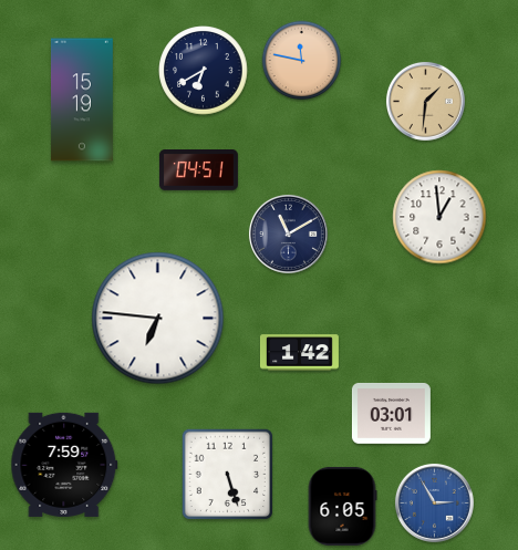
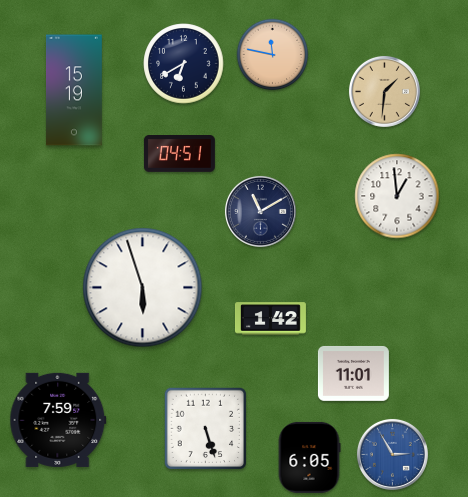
clock at (158, 319): 6:46 -> 5:57
clock at (391, 413): 03:01 -> 11:01
